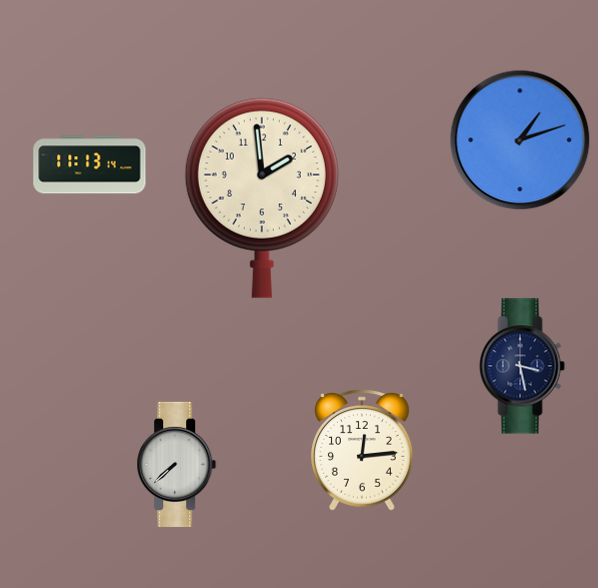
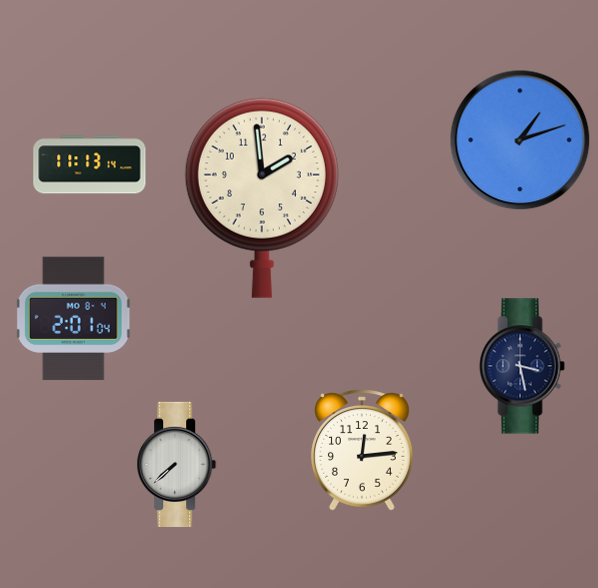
clock at (73, 319): none -> 2:01
